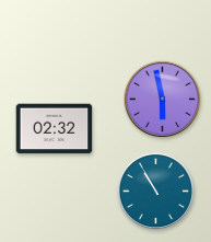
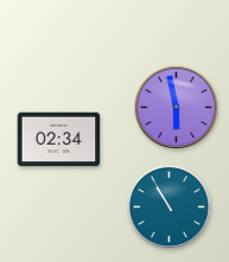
clock at (55, 129): 02:32 -> 02:34
